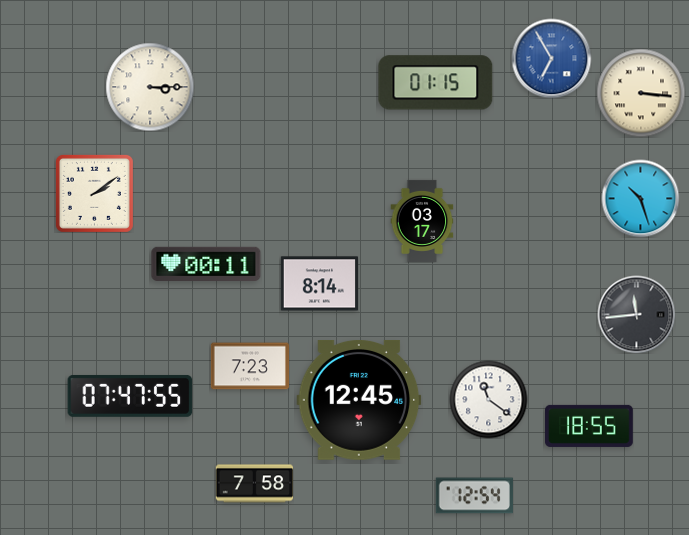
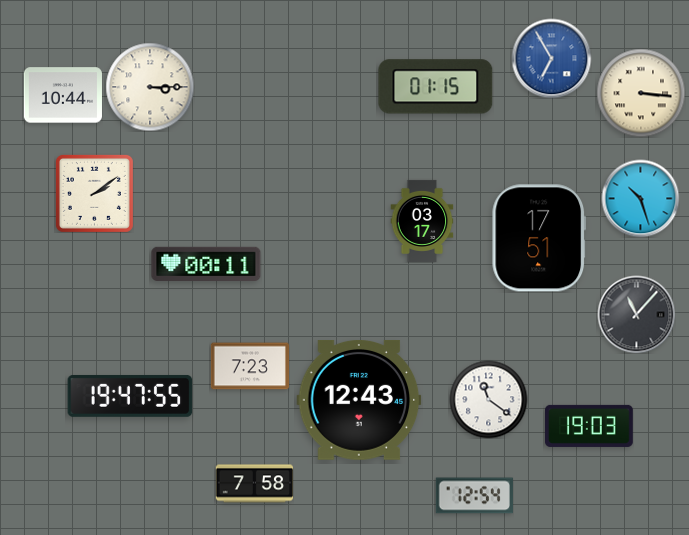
clock at (436, 83) position: (436, 83) -> (436, 87)
clock at (63, 95): none -> 10:44
clock at (538, 238): none -> 17:51
clock at (319, 284): 8:14 -> none
clock at (636, 314): 11:44 -> 11:07
clock at (130, 396): 07:47 -> 19:47
clock at (359, 401): 12:45 -> 12:43
clock at (590, 426): 18:55 -> 19:03
